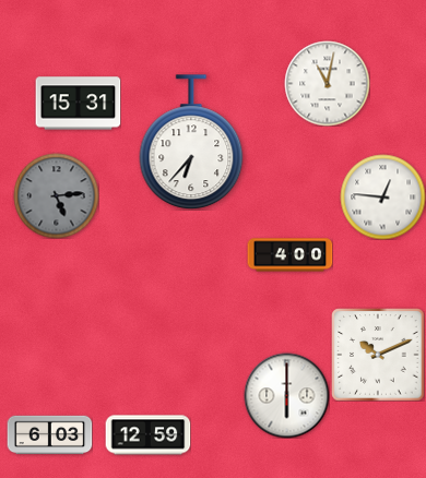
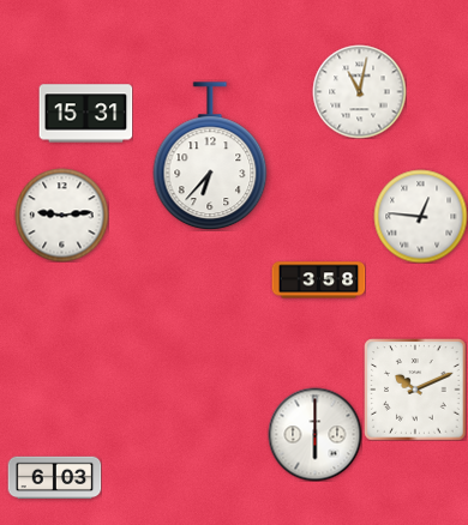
clock at (56, 195): 5:14 -> 9:14
clock at (56, 195) dial: grey -> white
clock at (289, 255): 4:00 -> 3:58
clock at (147, 435): 12:59 -> none
